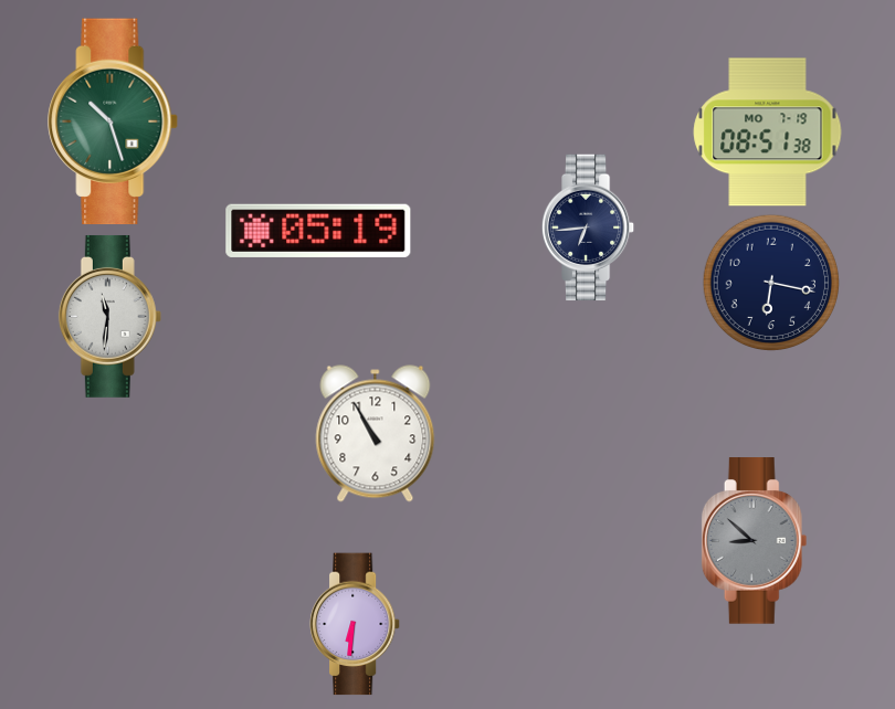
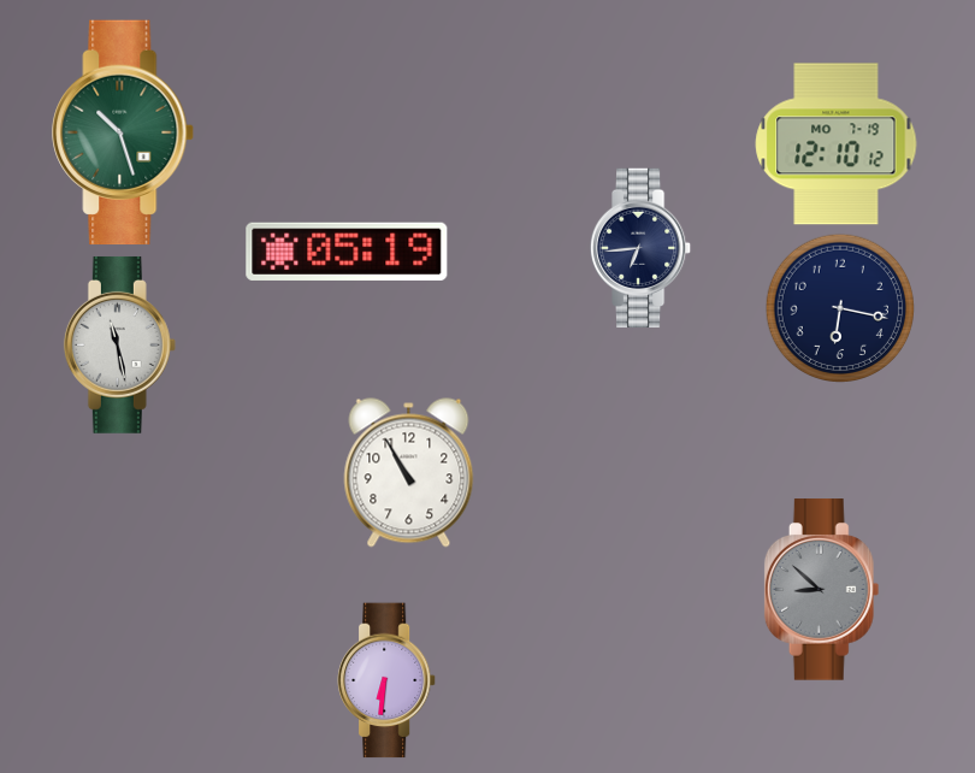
clock at (768, 133): 08:51 -> 12:10
clock at (109, 316): 11:31 -> 11:28
